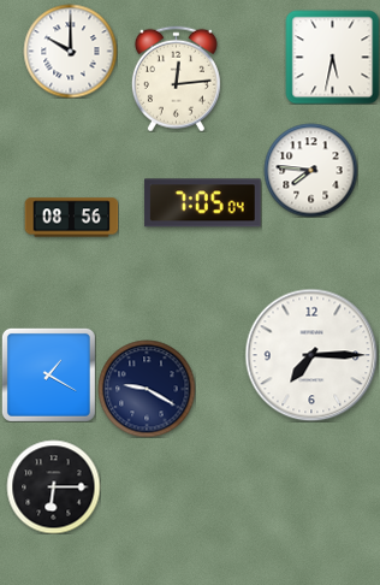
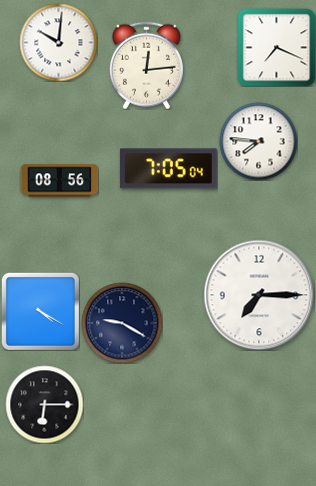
clock at (70, 51): 10:00 -> 10:01
clock at (332, 57): 5:32 -> 7:19
clock at (48, 374): 1:20 -> 4:20
